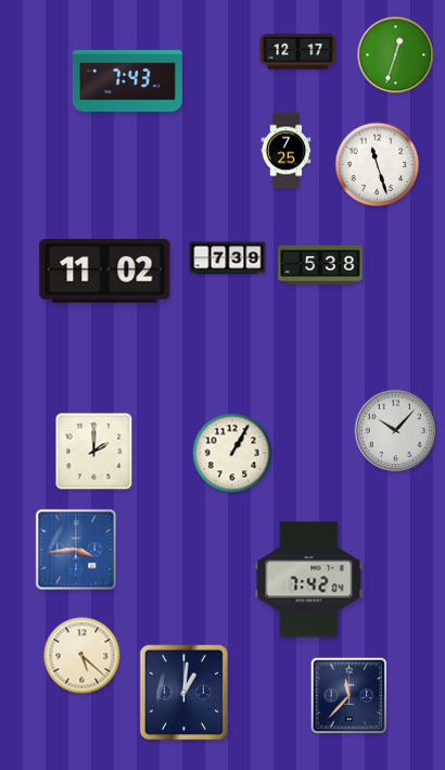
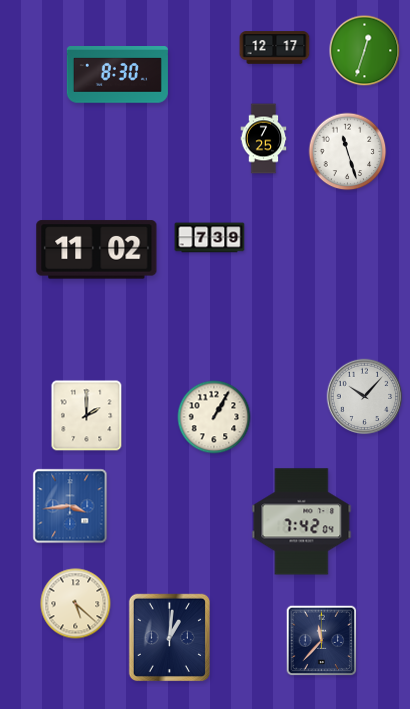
clock at (127, 81): 7:43 -> 8:30
clock at (320, 265): 5:38 -> none
clock at (309, 580) position: (309, 580) -> (302, 522)
